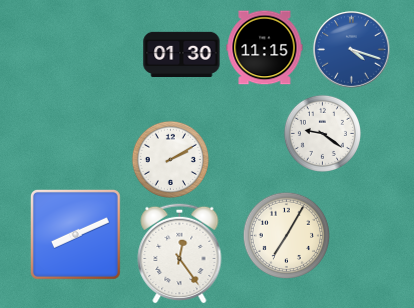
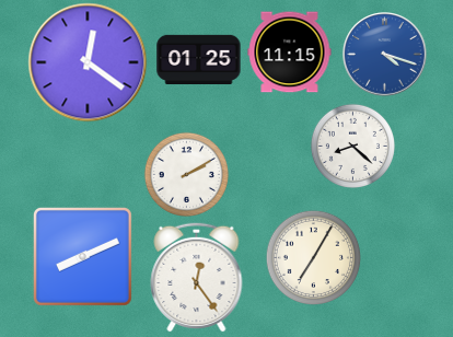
clock at (182, 54): 01:30 -> 01:25
clock at (88, 62): none -> 12:21
clock at (322, 133): 9:21 -> 8:22
